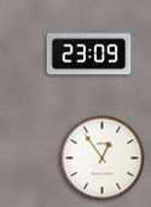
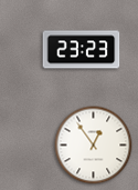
clock at (89, 54): 23:09 -> 23:23
